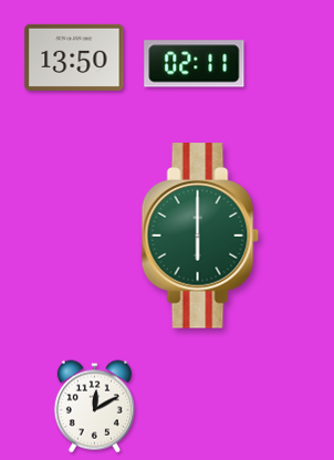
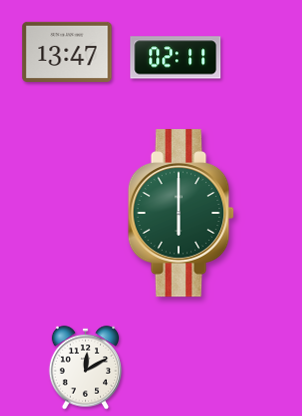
clock at (74, 57): 13:50 -> 13:47
